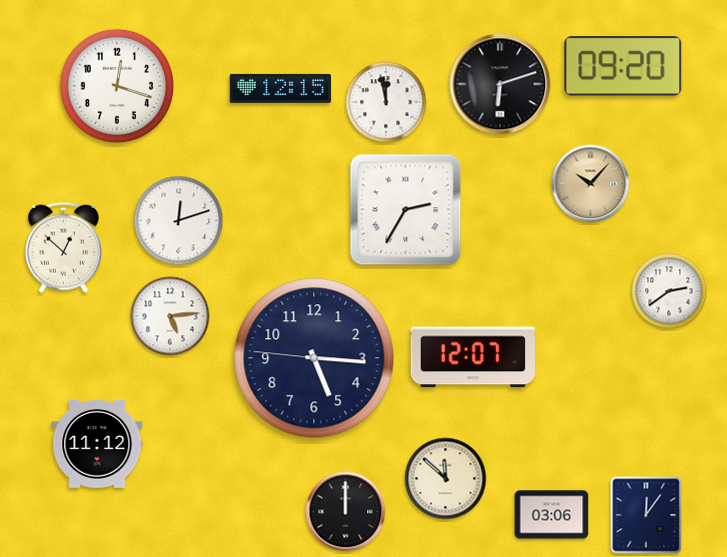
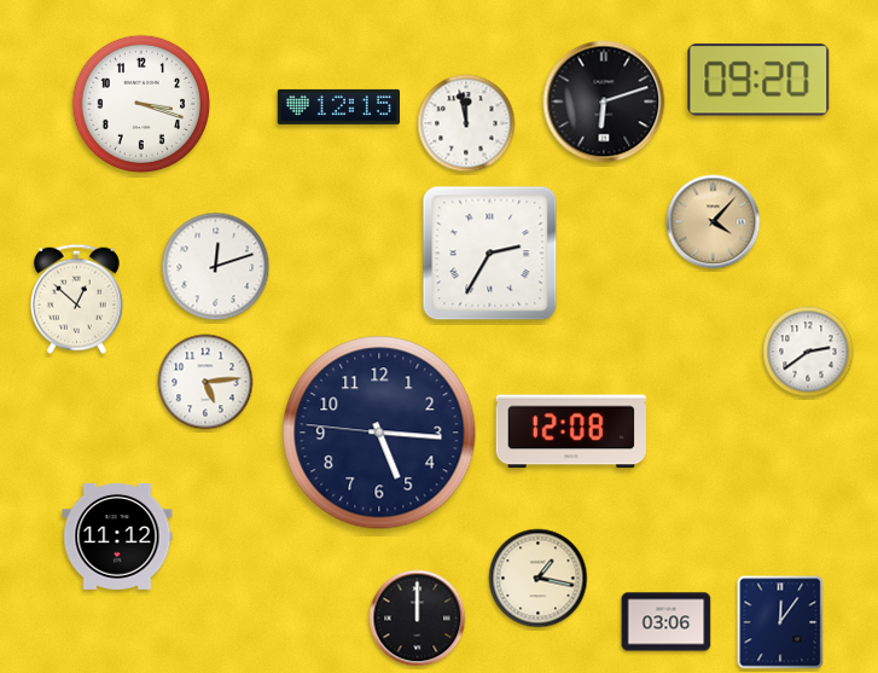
clock at (623, 66) position: (623, 66) -> (758, 80)
clock at (116, 85): 12:18 -> 3:18
clock at (591, 184): 10:07 -> 4:07
clock at (473, 357): 12:07 -> 12:08
clock at (446, 479): 11:52 -> 1:17
